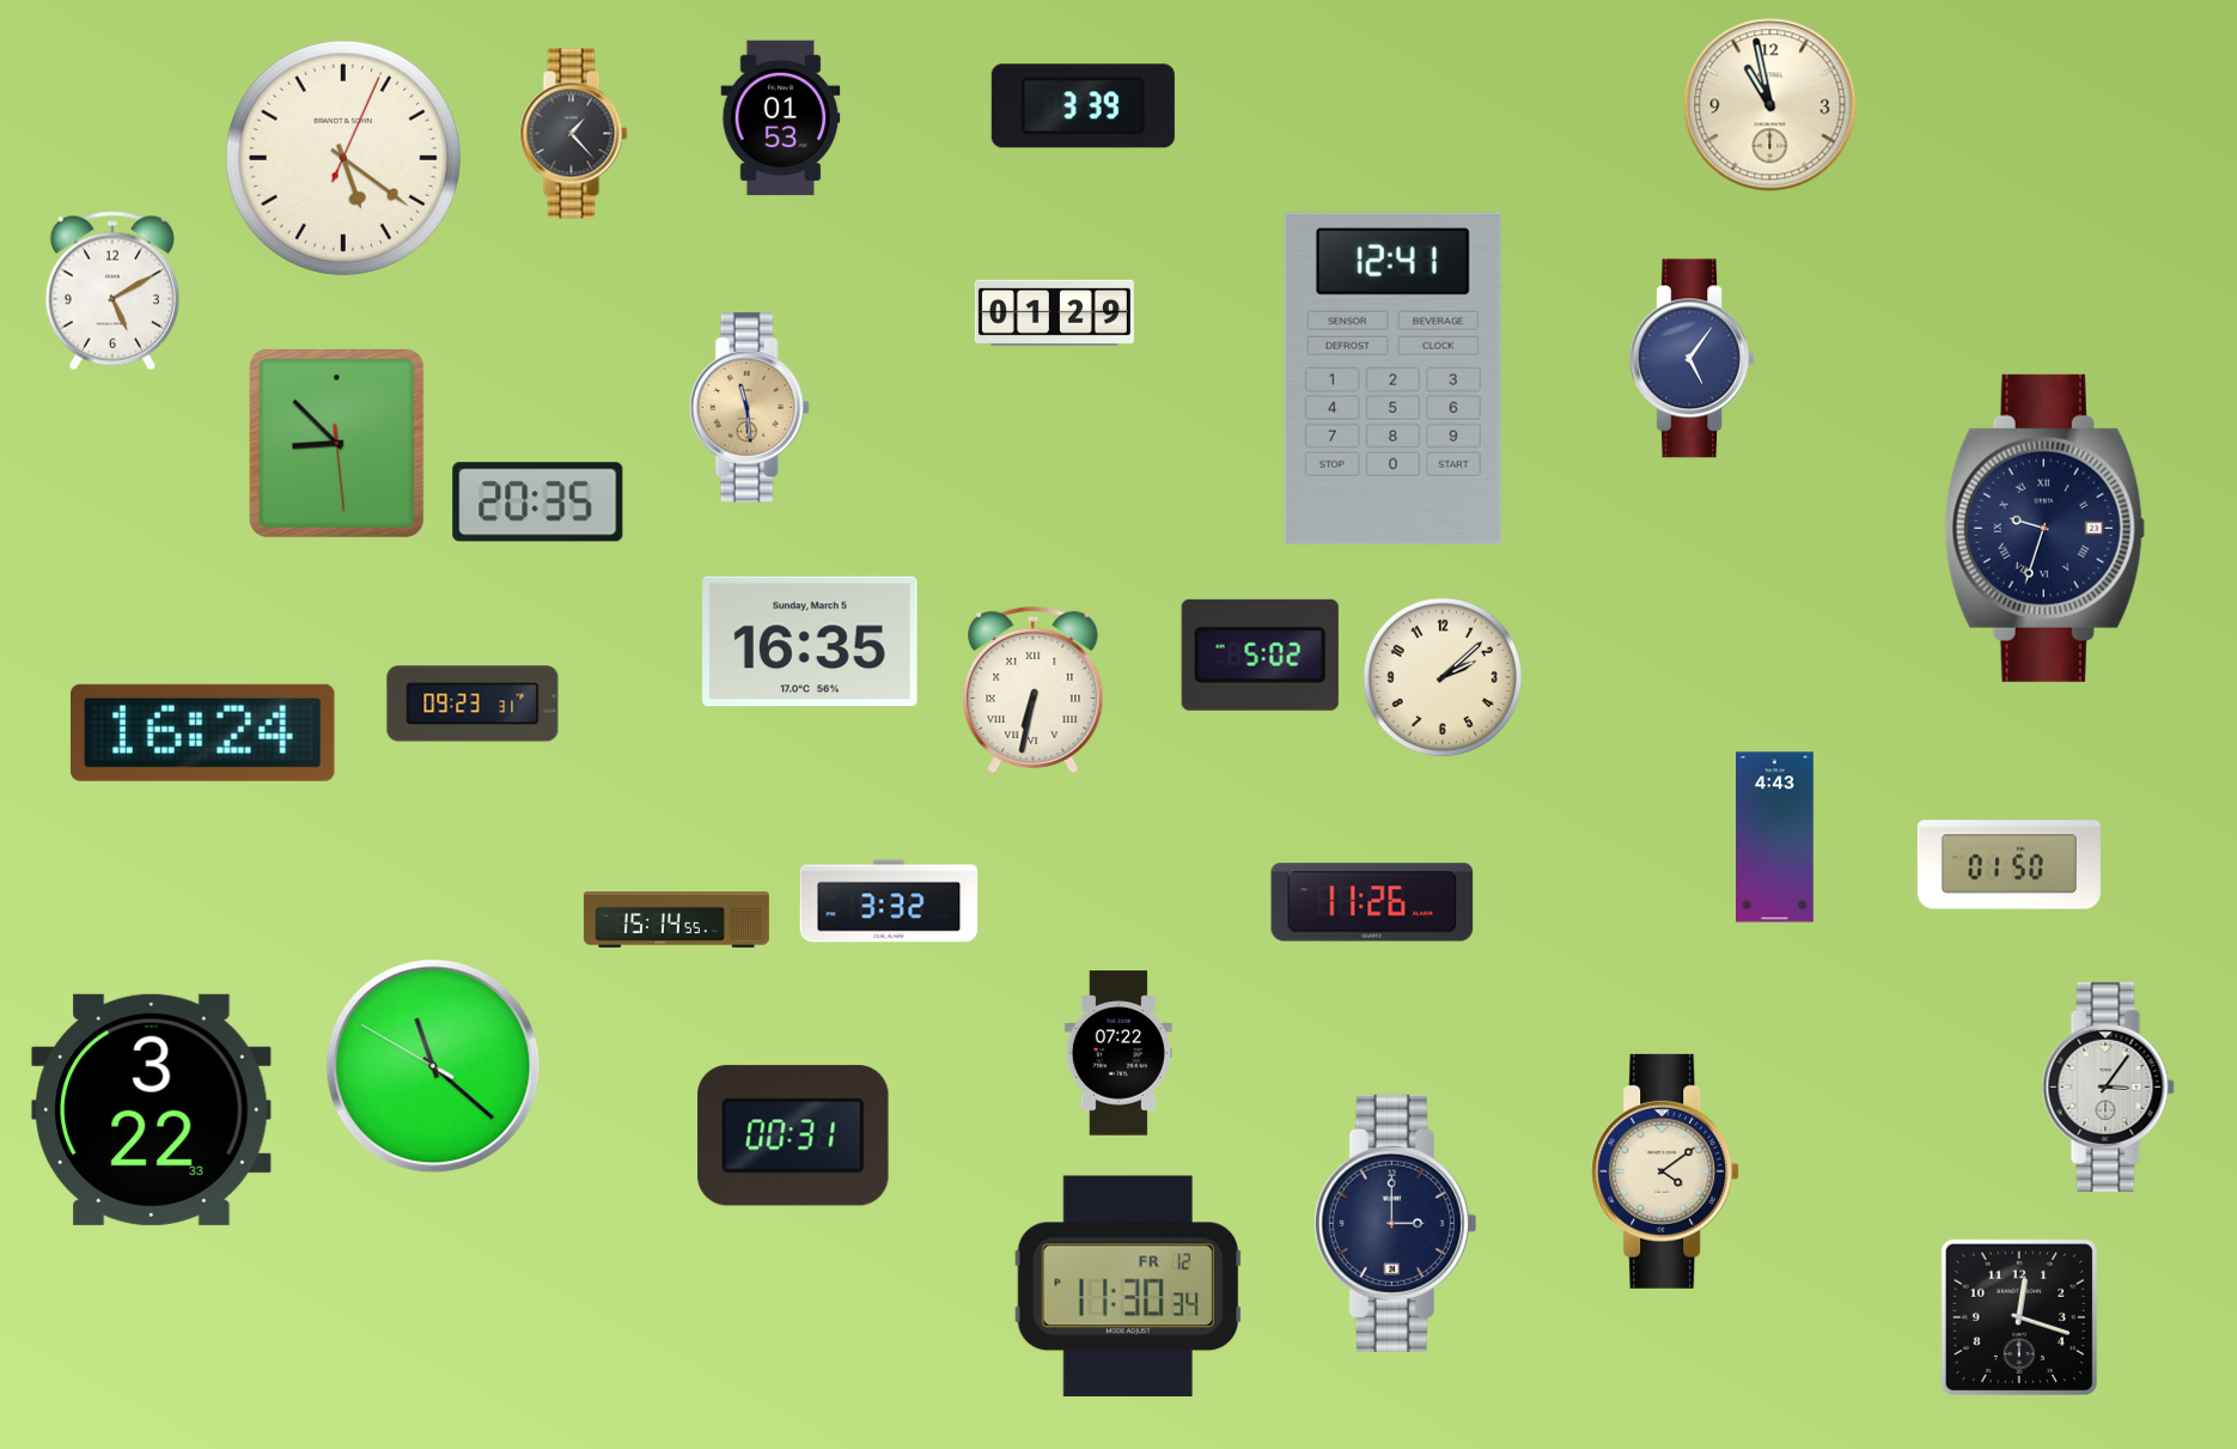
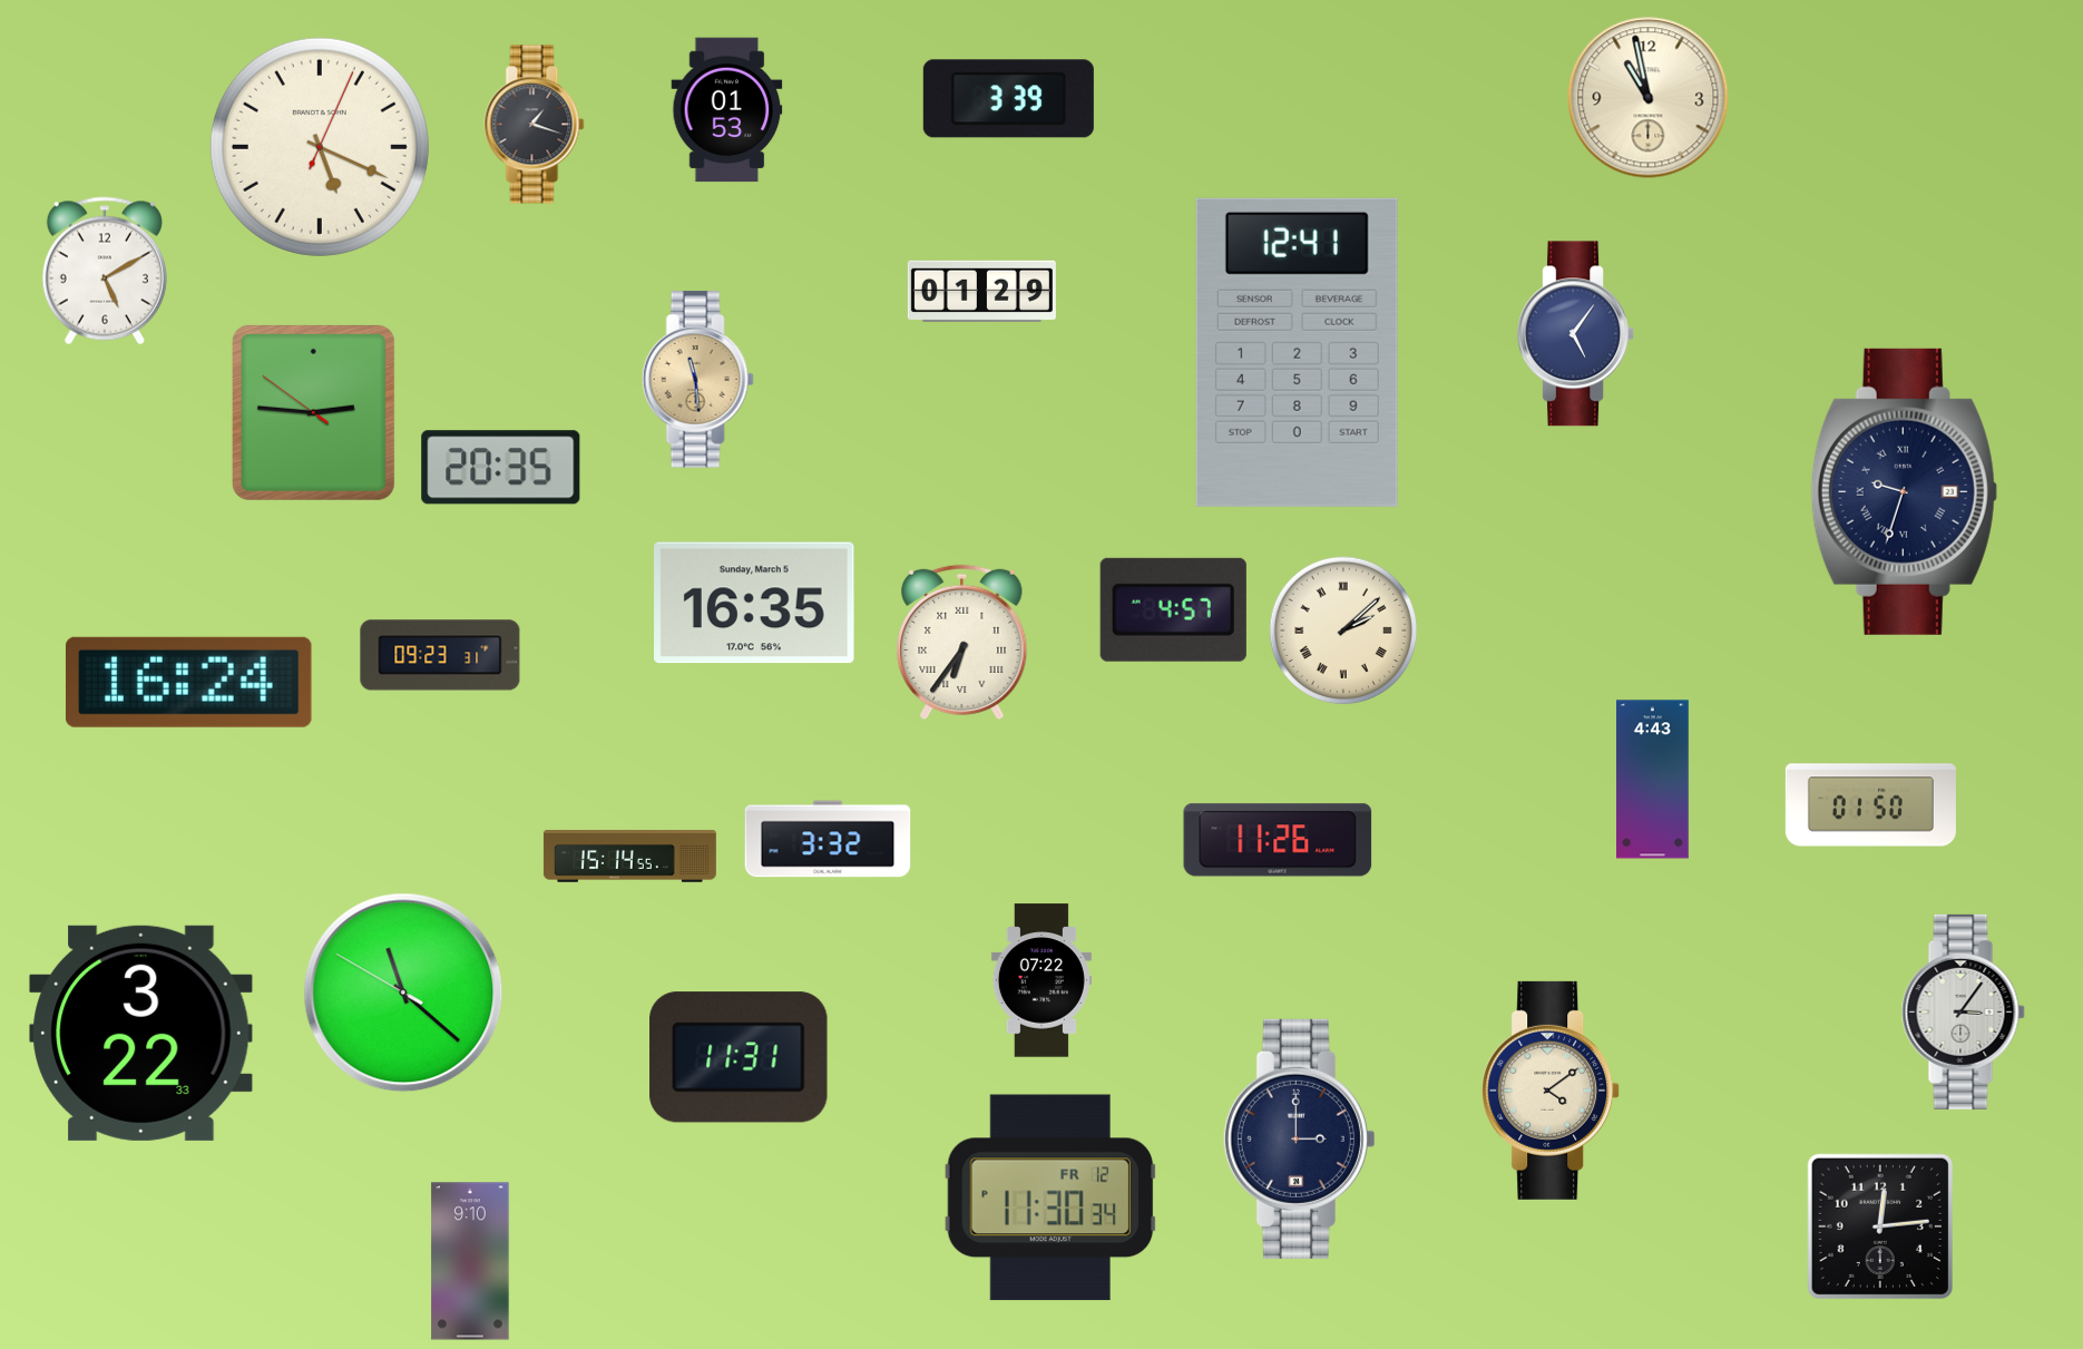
clock at (574, 134): 1:23 -> 1:18
clock at (343, 158): 5:21 -> 5:19
clock at (336, 443): 8:52 -> 2:45
clock at (810, 641) position: (810, 641) -> (754, 603)
clock at (1260, 655): 5:02 -> 4:57
clock at (1443, 677) numerals: Arabic -> Roman
clock at (1034, 690): 6:32 -> 6:36
clock at (793, 1136): 00:31 -> 11:31
clock at (2019, 1317): 12:18 -> 12:14
clock at (470, 1261): none -> 9:10
